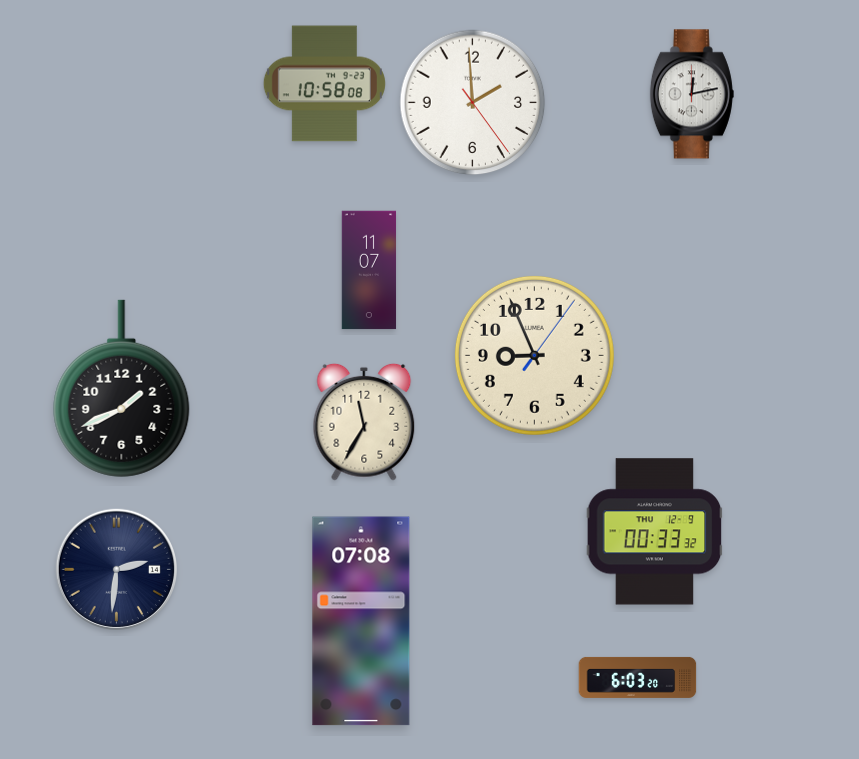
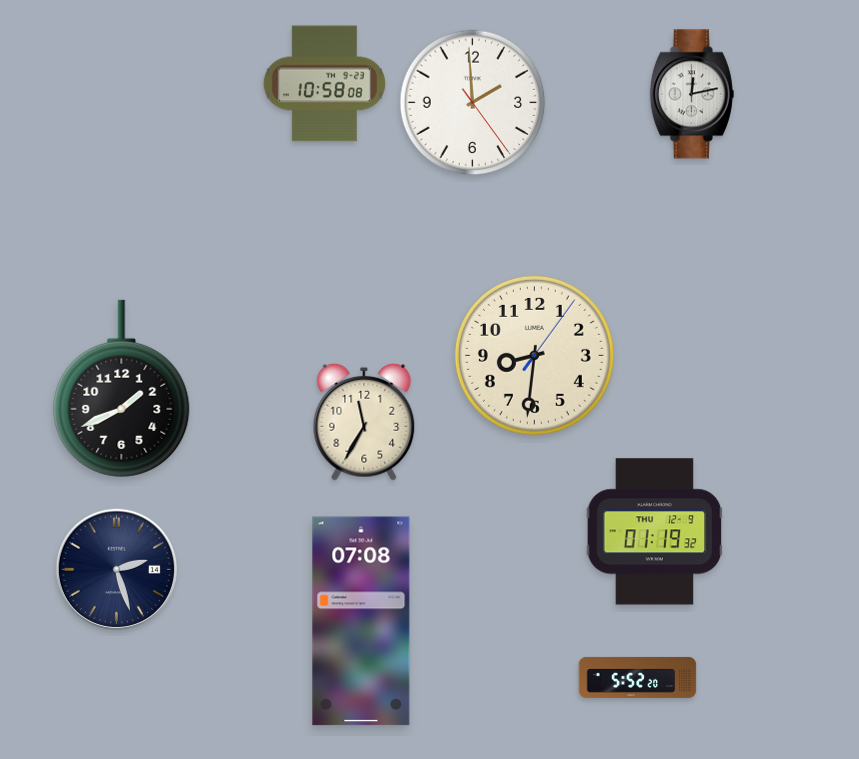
clock at (369, 270): 11:07 -> none
clock at (534, 355): 8:56 -> 8:31
clock at (655, 532): 00:33 -> 01:19
clock at (116, 569): 2:31 -> 2:27
clock at (638, 677): 6:03 -> 5:52
